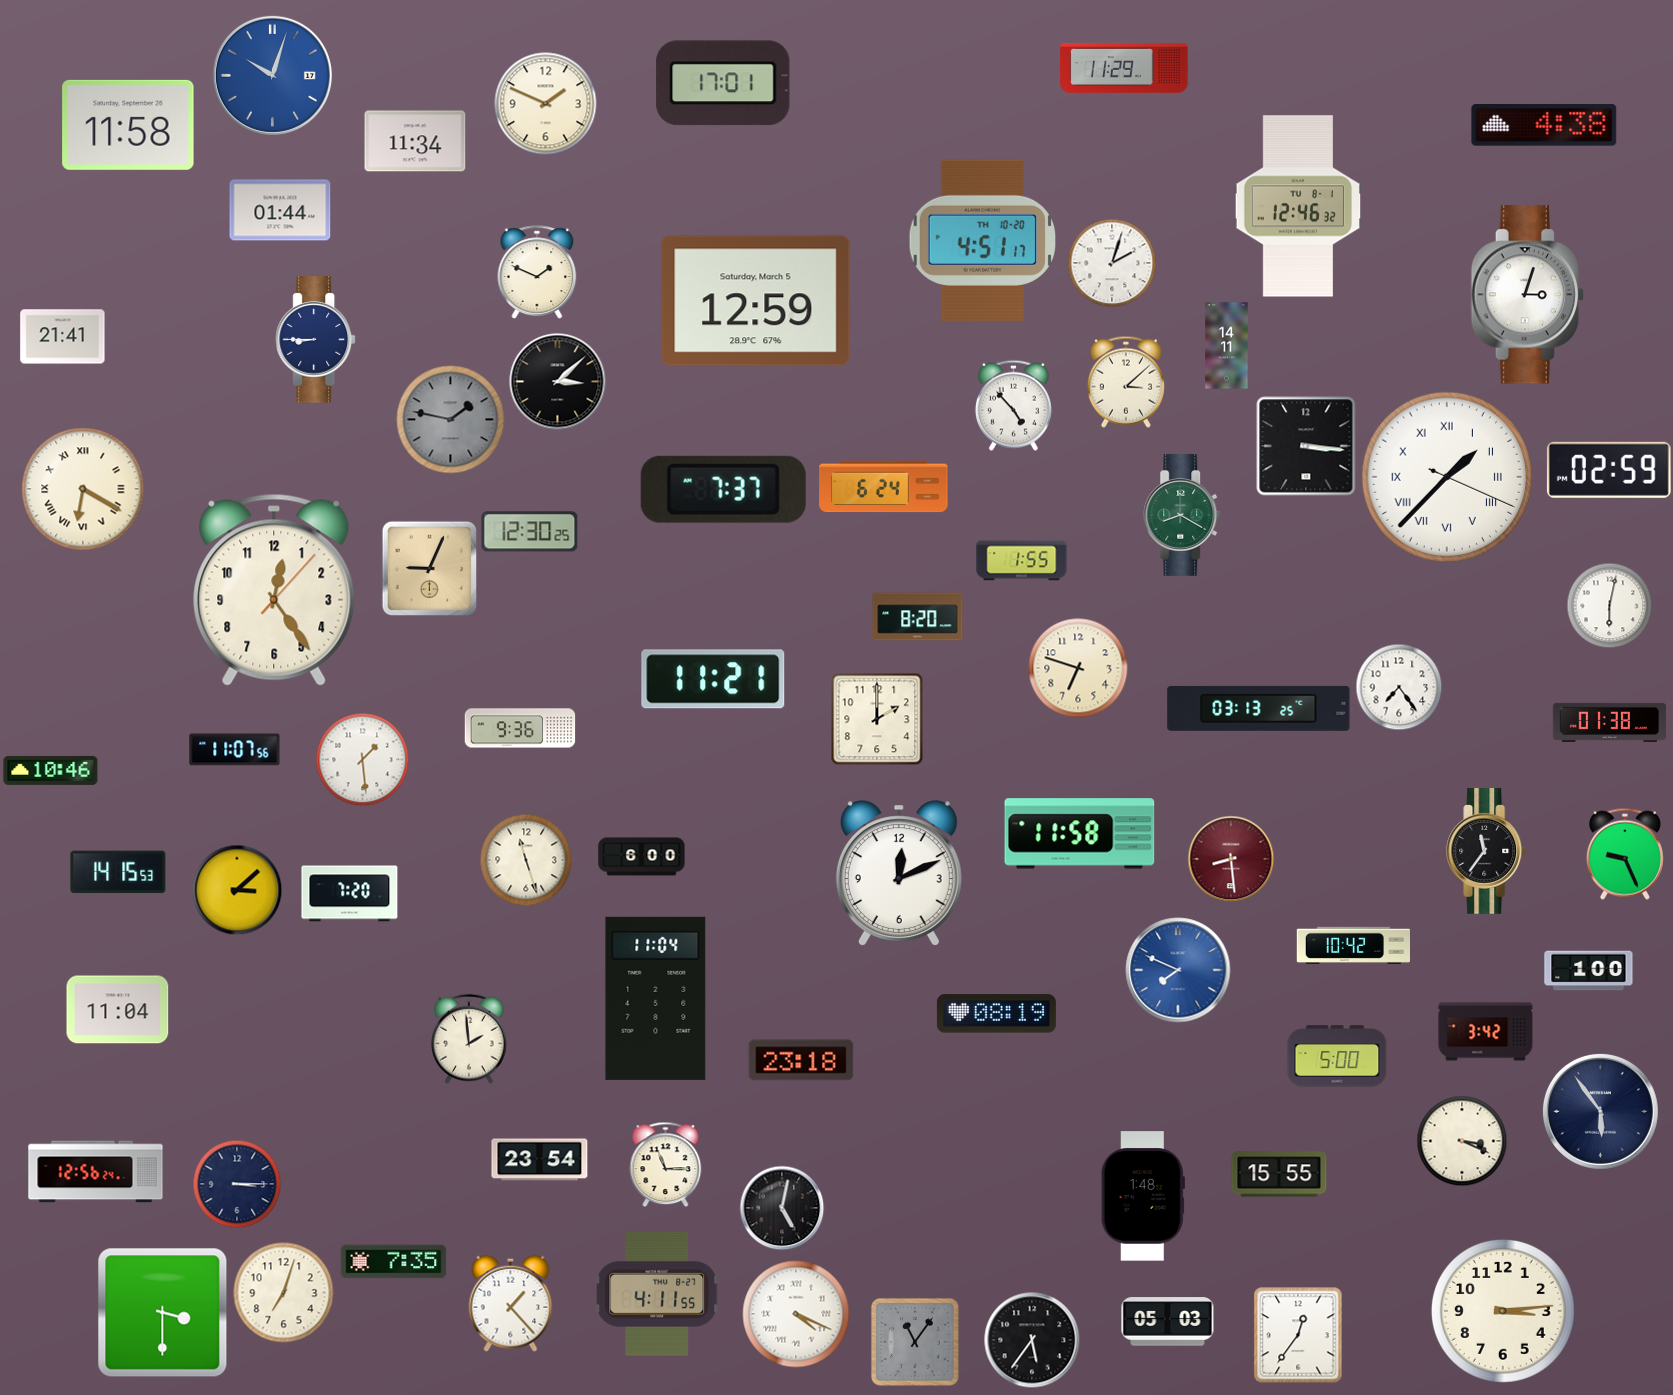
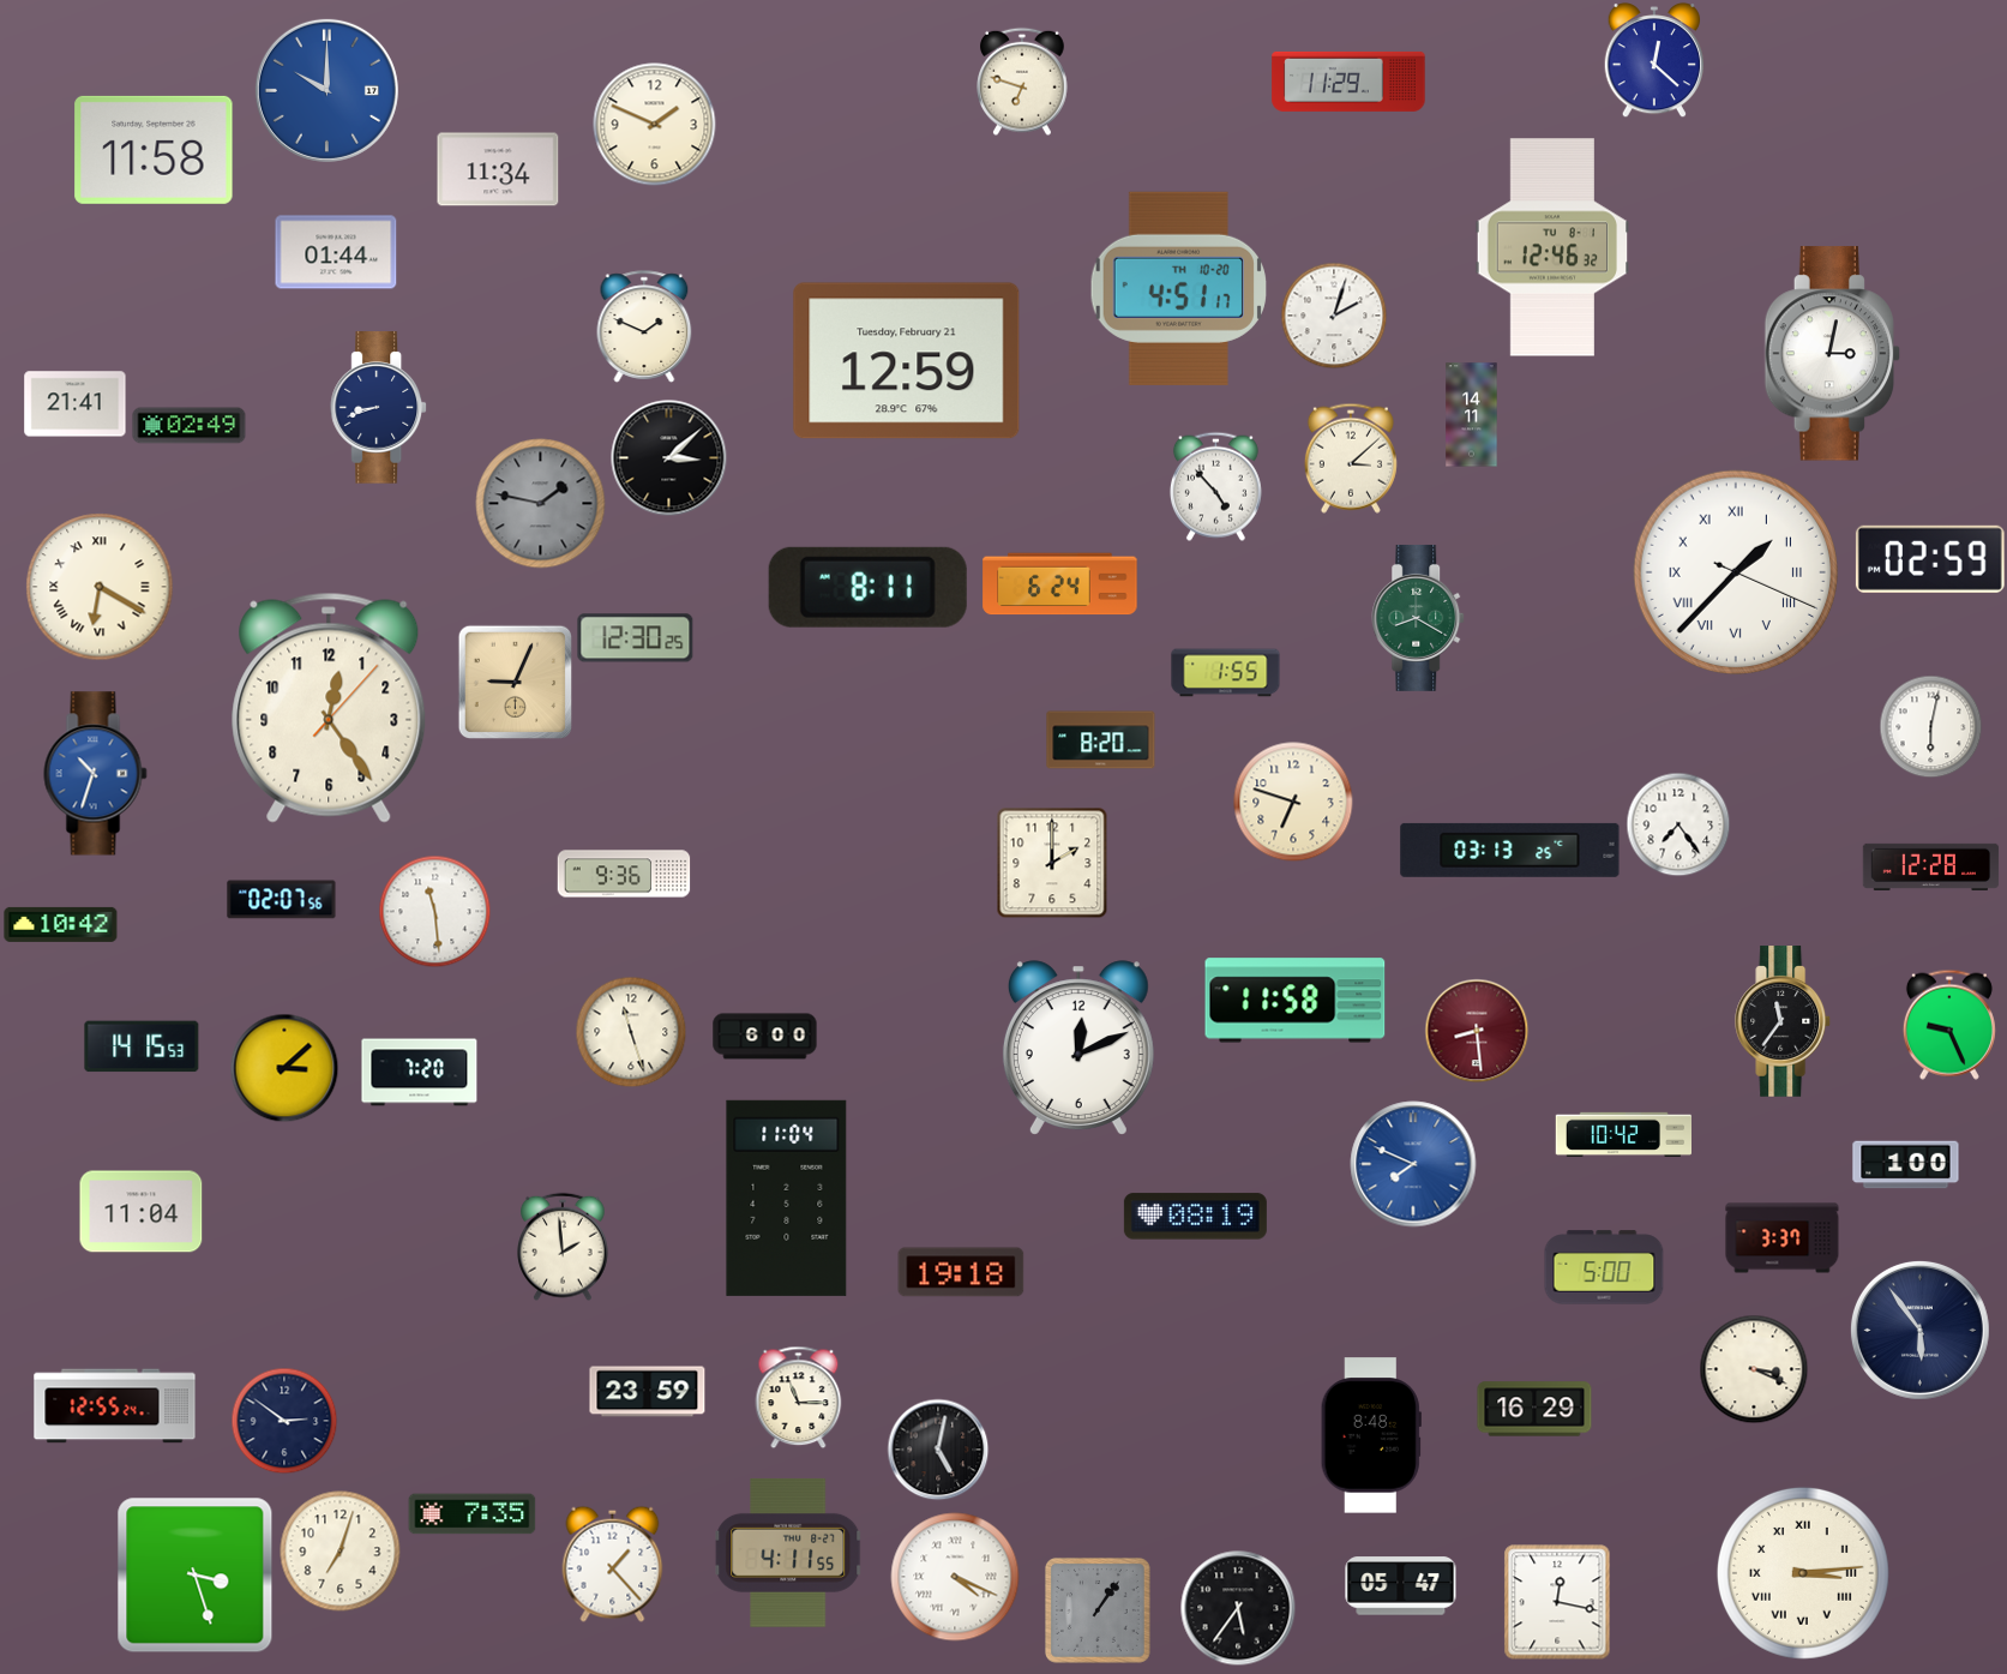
clock at (1653, 60): none -> 12:22
clock at (1023, 82): none -> 6:48
clock at (272, 75): 10:03 -> 10:00
clock at (723, 83): 17:01 -> none
clock at (1544, 126): 4:38 -> none
clock at (1298, 206) position: (1298, 206) -> (1552, 247)
clock at (1528, 295): 3:03 -> 3:02
clock at (756, 301) date: Saturday, March 5 -> Tuesday, February 21
clock at (316, 340): 8:45 -> 8:42
clock at (190, 426): none -> 02:49
clock at (1306, 446): 3:16 -> none
clock at (1609, 470) position: (1609, 470) -> (1930, 559)
clock at (723, 489): 7:37 -> 8:11
clock at (96, 774): none -> 10:33
clock at (713, 679): 11:21 -> none
clock at (1610, 722): 01:38 -> 12:28
clock at (235, 750): 11:07 -> 02:07
clock at (362, 759): 1:29 -> 11:29
clock at (51, 770): 10:46 -> 10:42
clock at (642, 857) position: (642, 857) -> (765, 1037)
clock at (1486, 1032): 3:42 -> 3:37
clock at (801, 1060): 23:18 -> 19:18
clock at (1600, 1111) position: (1600, 1111) -> (1919, 1330)
clock at (540, 1160): 23:54 -> 23:59
clock at (96, 1172): 12:56 -> 12:55
clock at (1279, 1174): 15:55 -> 16:29
clock at (237, 1184): 3:15 -> 2:51
clock at (1143, 1196): 1:48 -> 8:48
clock at (1503, 1311) numerals: Arabic -> Roman
clock at (163, 1313): 3:30 -> 3:27
clock at (1168, 1322): 05:03 -> 05:47
clock at (1298, 1335): 12:36 -> 12:17
clock at (915, 1342): 11:06 -> 1:06
